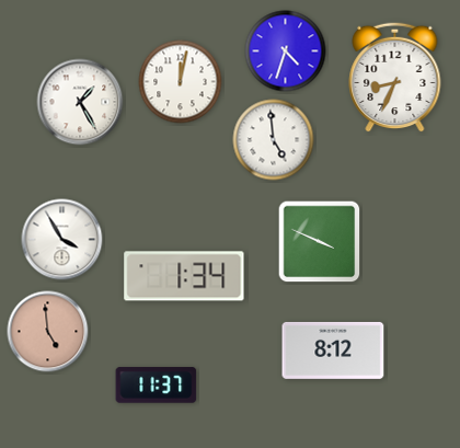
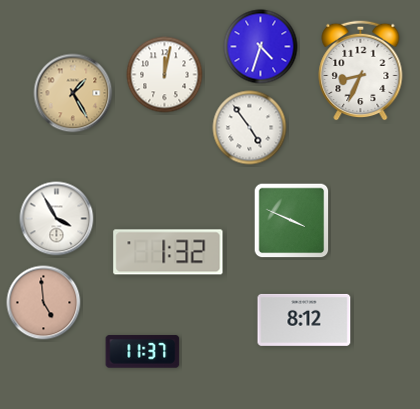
clock at (80, 102) dial: white -> champagne
clock at (274, 140): 4:59 -> 4:54
clock at (184, 276): 1:34 -> 1:32
